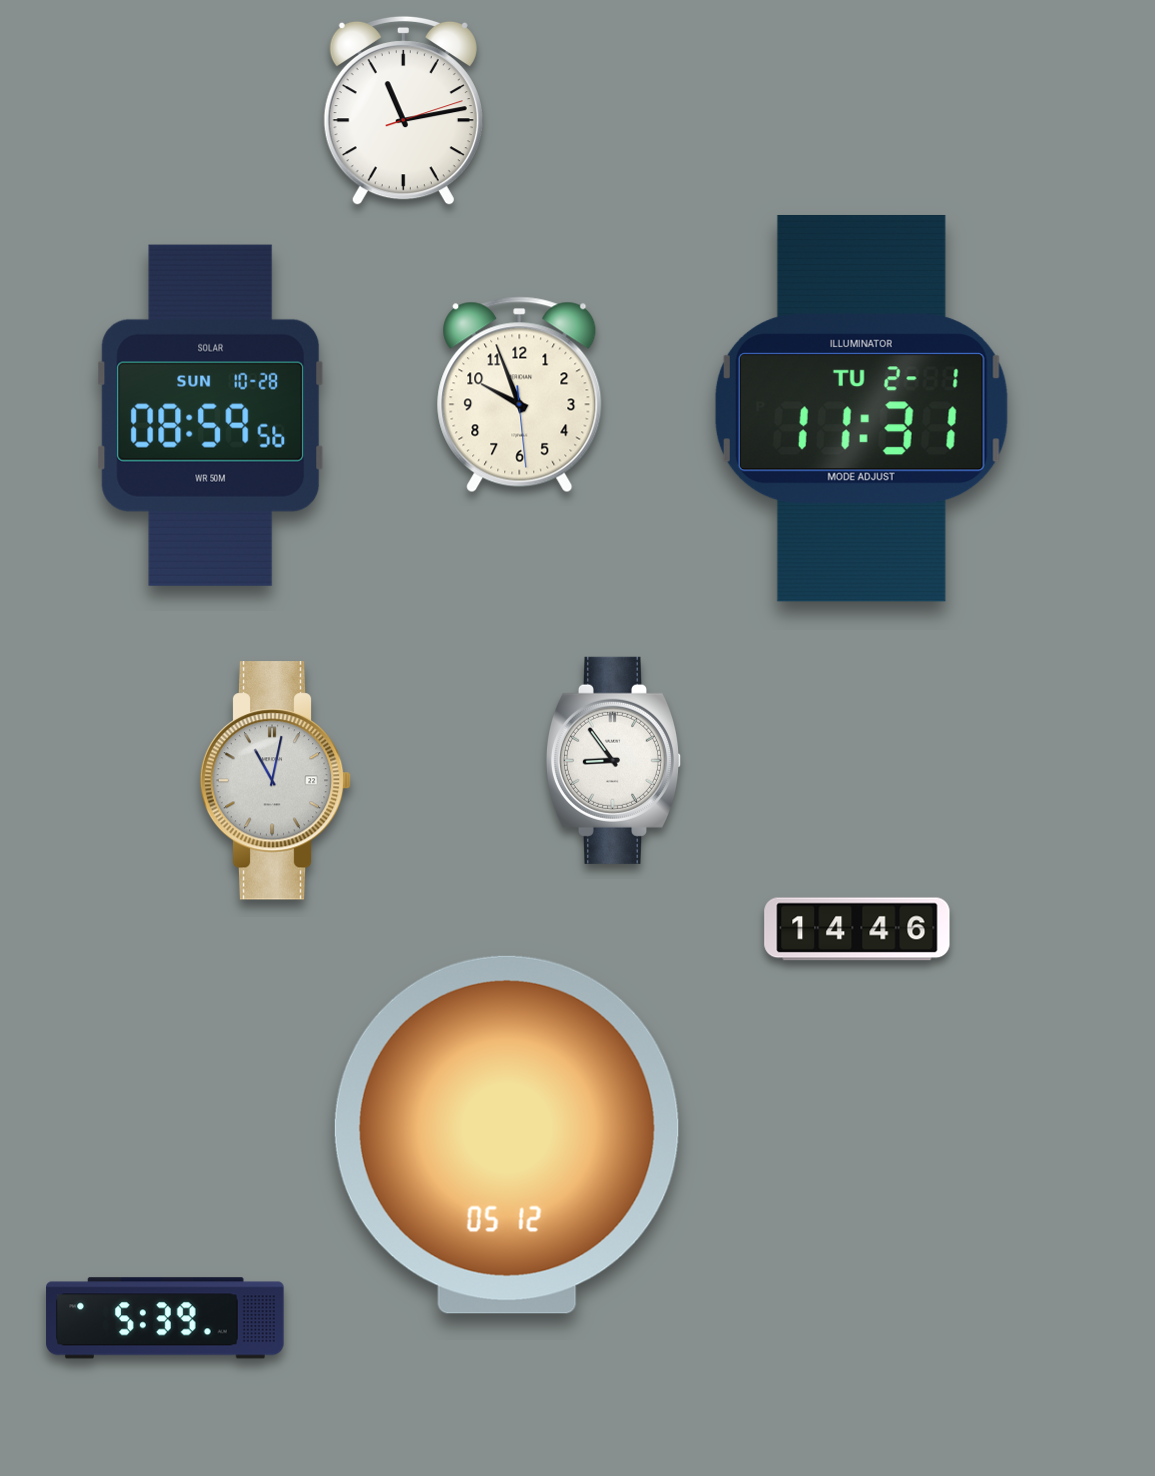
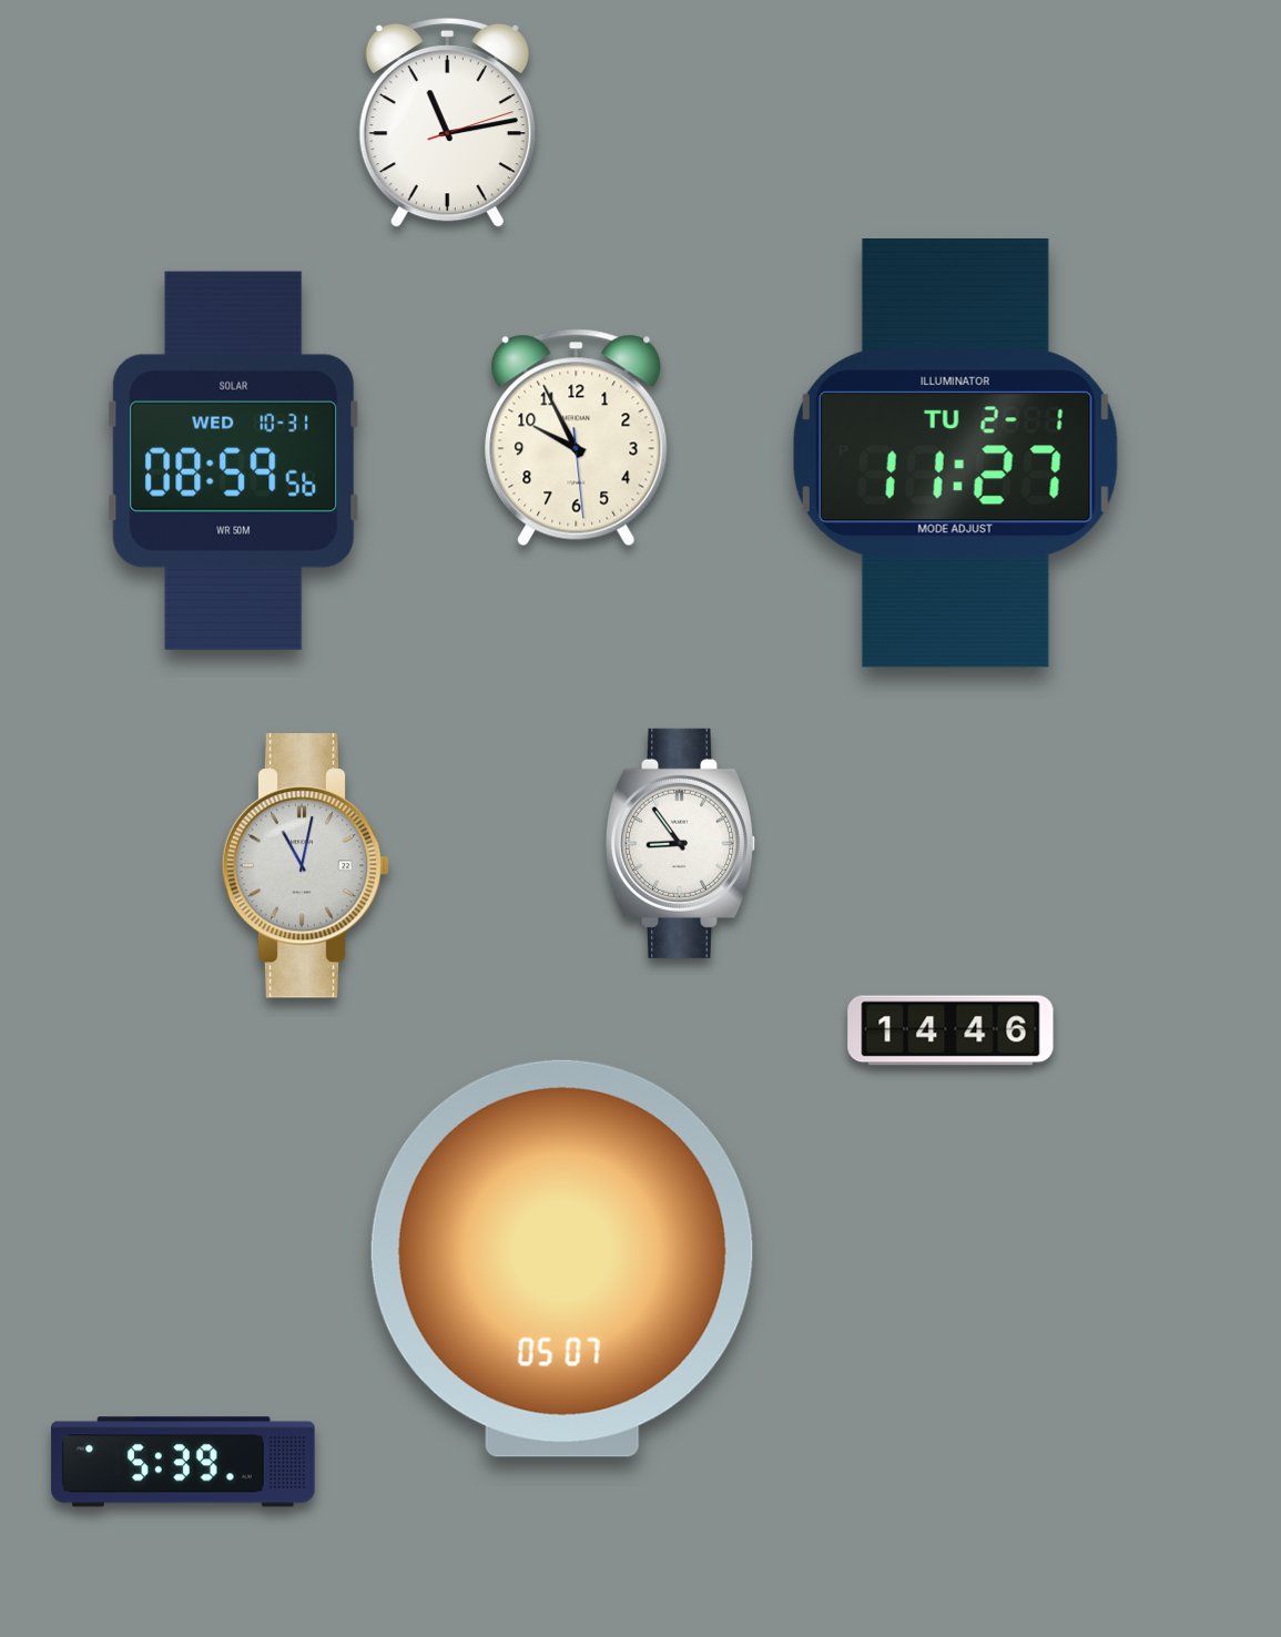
clock at (520, 395): 9:56 -> 9:55
clock at (861, 408): 11:31 -> 11:27
clock at (211, 415) date: SUN 10-28 -> WED 10-31
clock at (507, 1135): 05:12 -> 05:07
